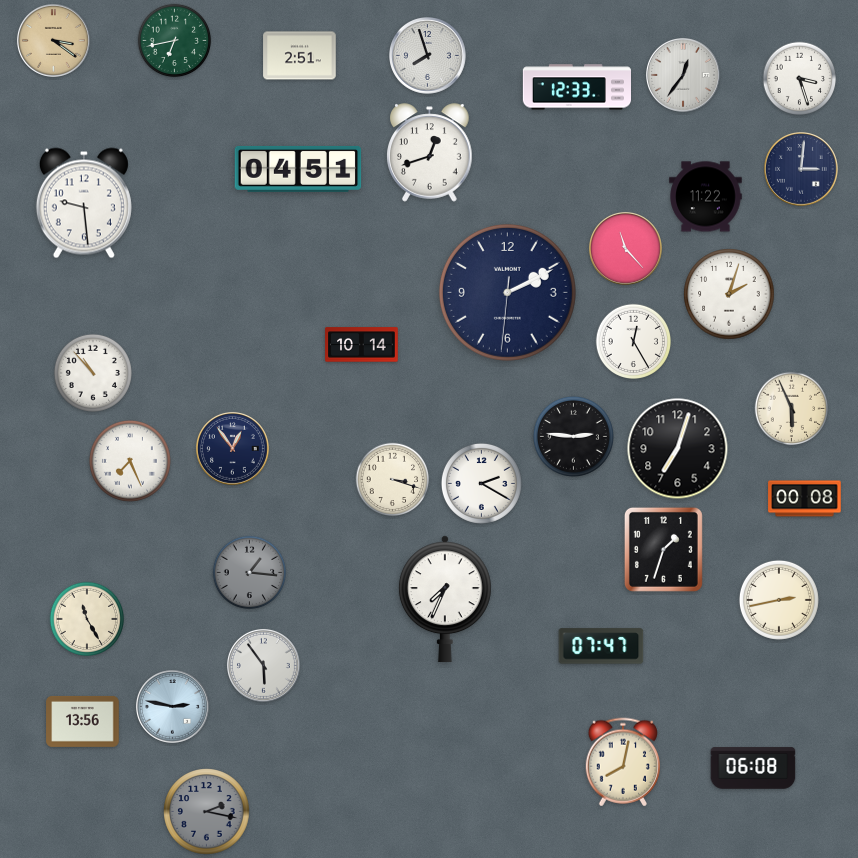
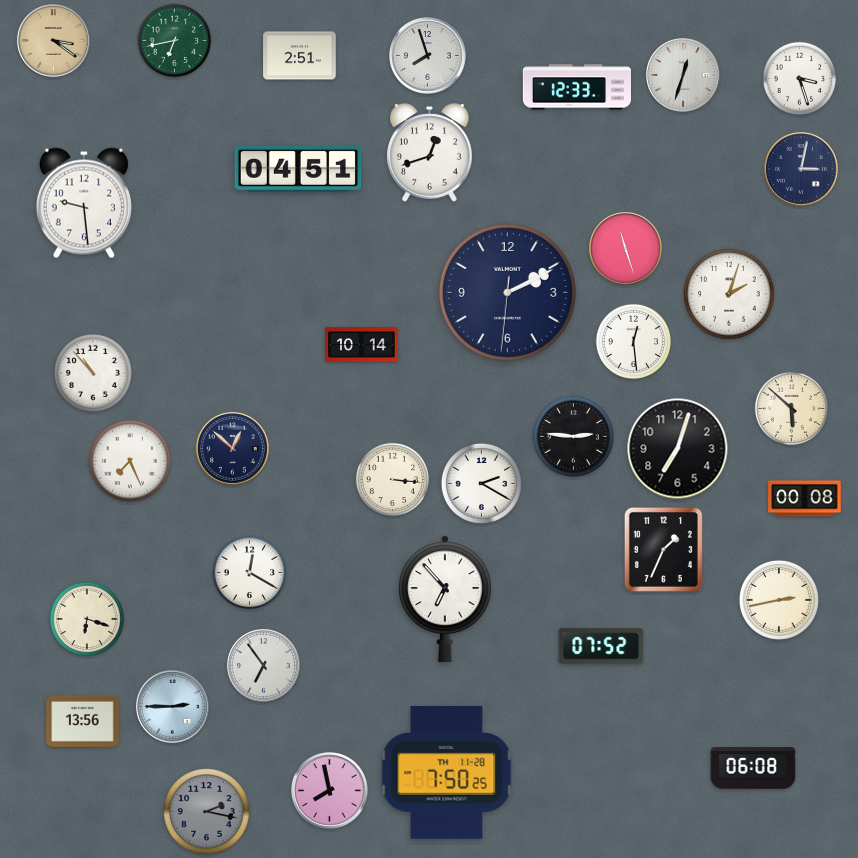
clock at (684, 76): 12:36 -> 12:33
clock at (802, 170): 3:01 -> 3:02
clock at (706, 197): 11:22 -> none
clock at (626, 249): 11:23 -> 11:27
clock at (633, 341): 12:25 -> 12:29
clock at (792, 409): 5:56 -> 5:52
clock at (233, 449): 12:54 -> 12:52
clock at (393, 480): 3:18 -> 3:16
clock at (663, 549): 1:33 -> 1:34
clock at (250, 573): 1:16 -> 12:20
clock at (250, 573) dial: grey -> white
clock at (445, 599): 7:34 -> 6:53
clock at (87, 619): 11:25 -> 6:18
clock at (601, 646): 07:47 -> 07:52
clock at (264, 666): 5:54 -> 6:54
clock at (173, 707): 2:47 -> 2:45
clock at (622, 762): 8:02 -> none
clock at (447, 773): none -> 7:50
clock at (330, 791): none -> 7:58
